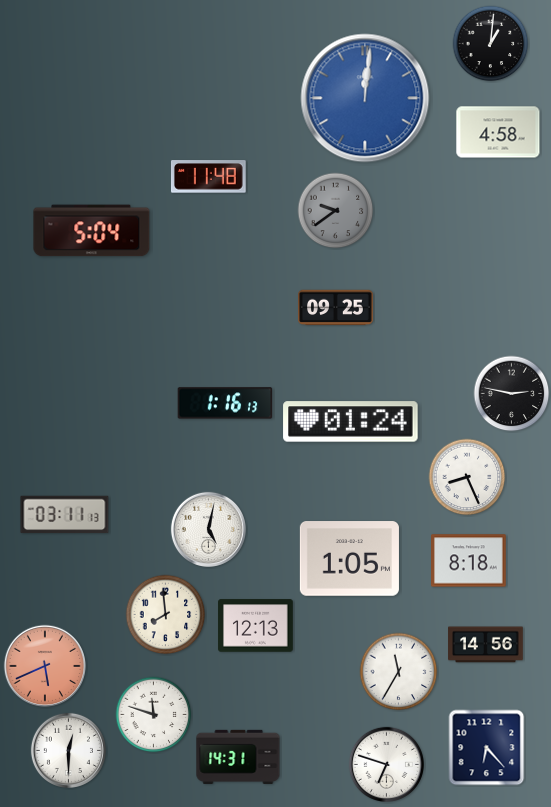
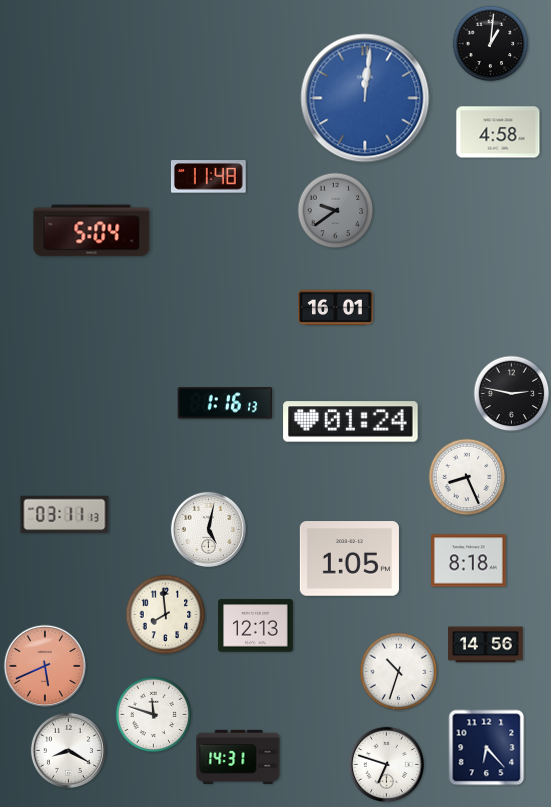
clock at (336, 308): 09:25 -> 16:01
clock at (399, 672): 11:35 -> 10:33
clock at (68, 750): 12:30 -> 8:20
